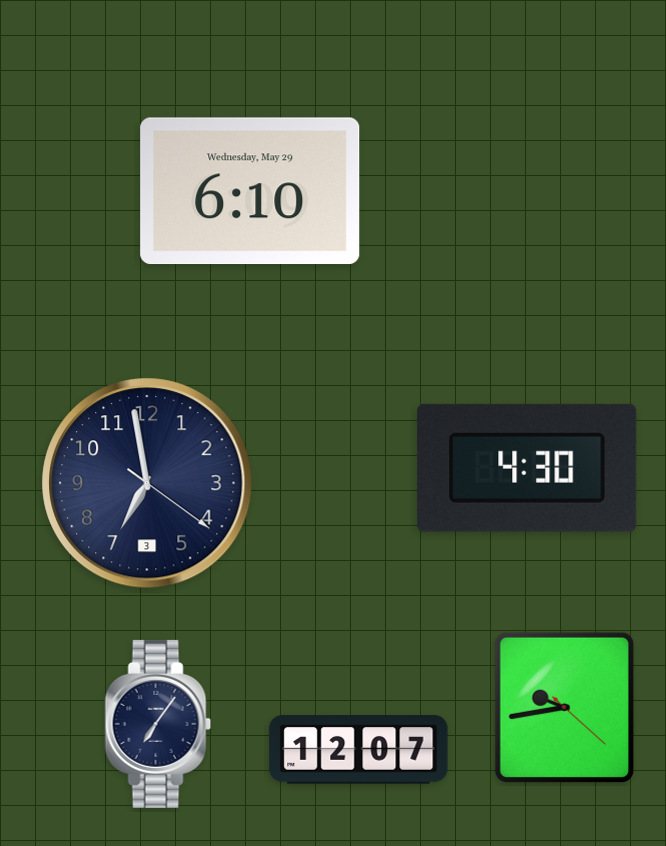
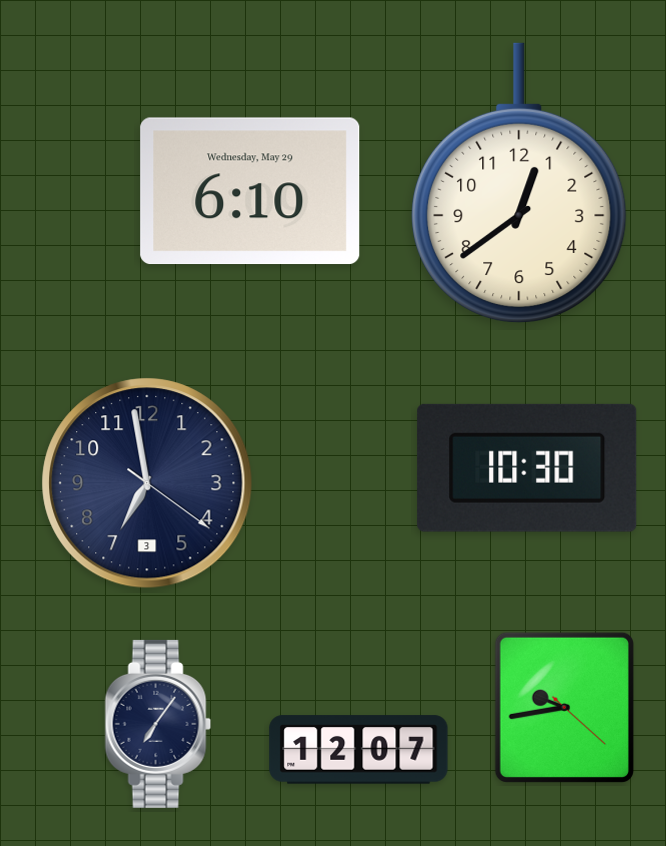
clock at (519, 183): none -> 12:39
clock at (527, 468): 4:30 -> 10:30
